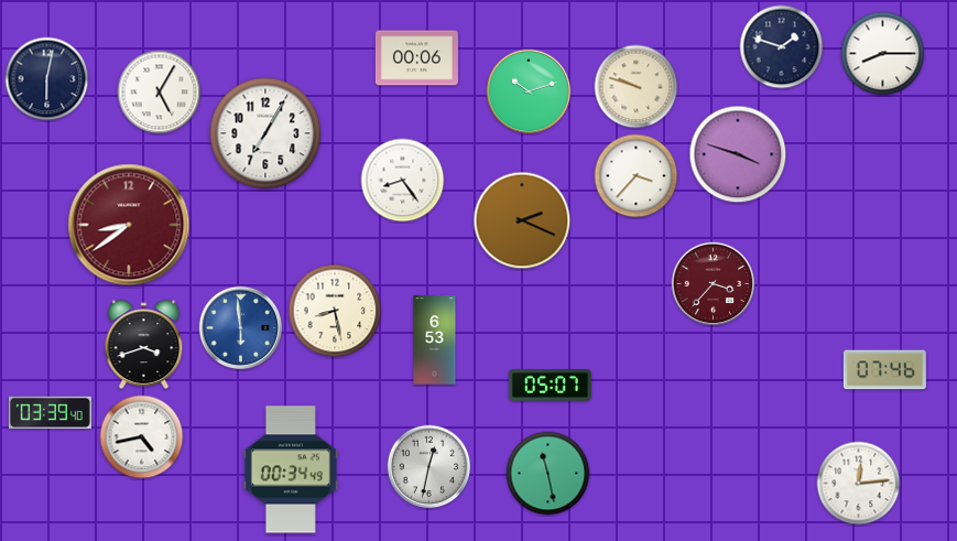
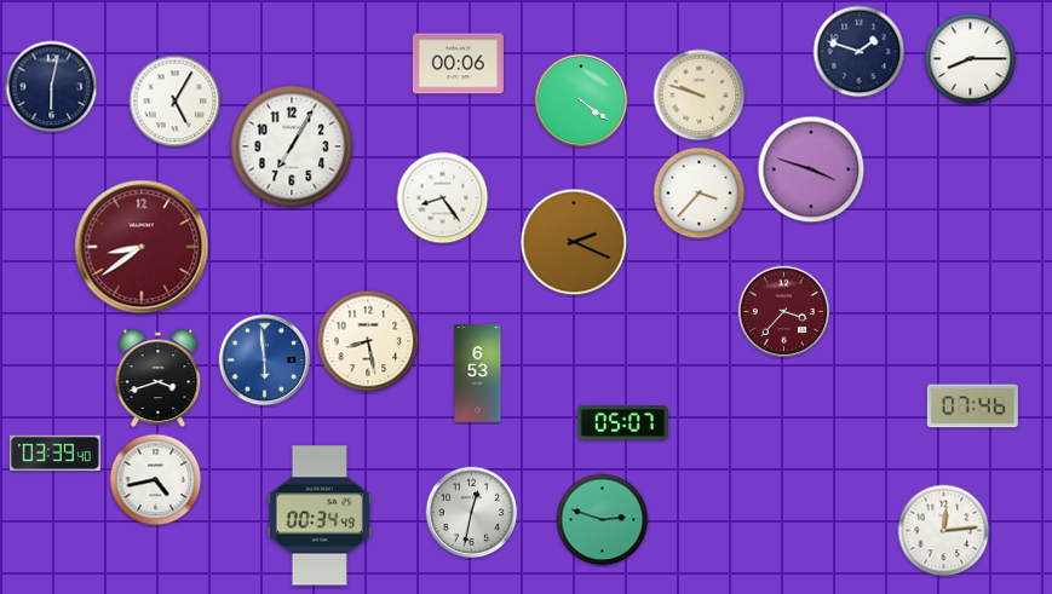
clock at (529, 91): 10:12 -> 4:21
clock at (550, 386) position: (550, 386) -> (622, 423)
clock at (548, 474): 11:28 -> 2:48
